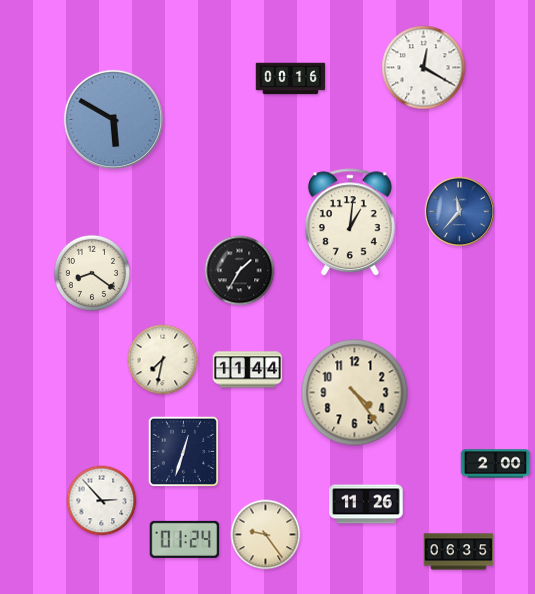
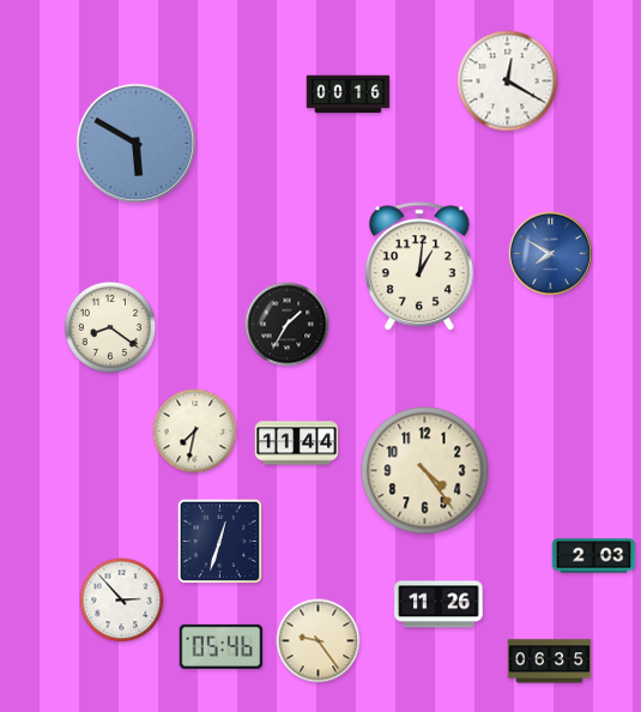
clock at (460, 212): 11:37 -> 7:50
clock at (496, 464): 2:00 -> 2:03
clock at (185, 539): 01:24 -> 05:46
